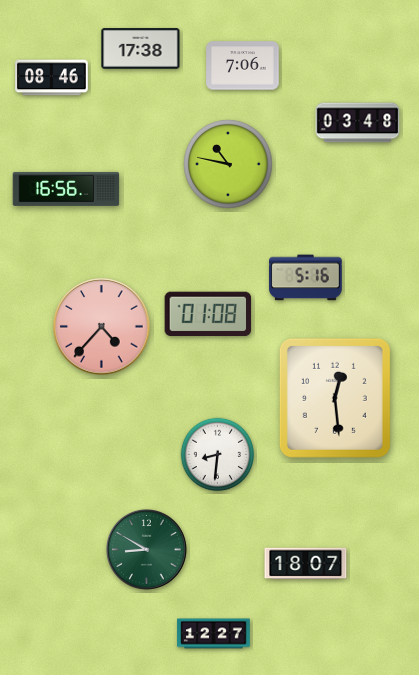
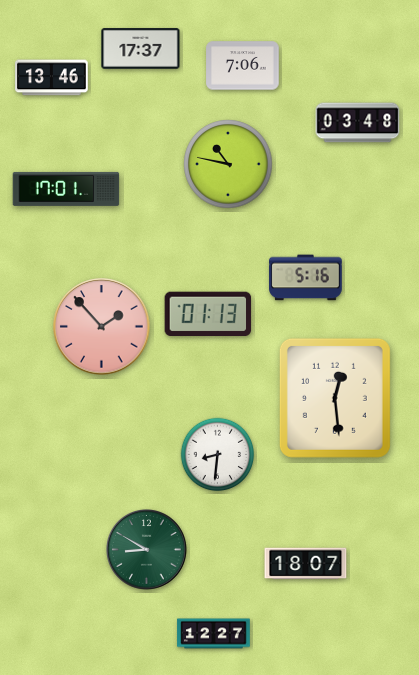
clock at (141, 49): 17:38 -> 17:37
clock at (52, 78): 08:46 -> 13:46
clock at (66, 189): 16:56 -> 17:01
clock at (208, 313): 01:08 -> 01:13
clock at (102, 327): 4:37 -> 1:53
